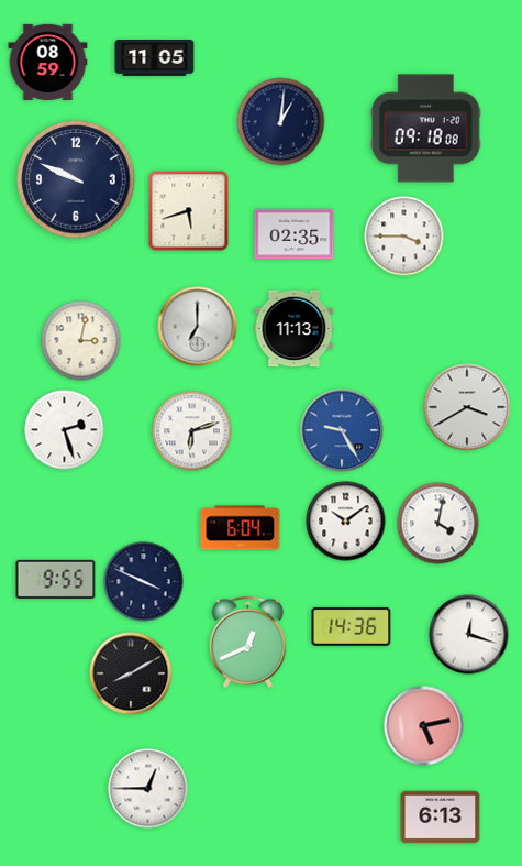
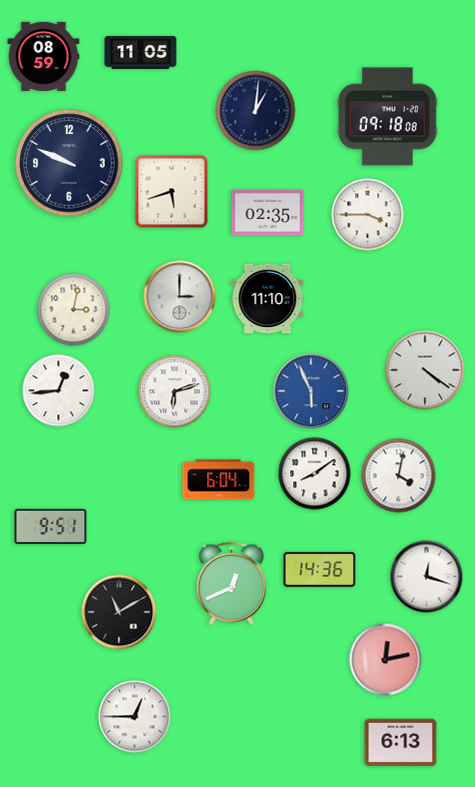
clock at (198, 327): 7:00 -> 3:00
clock at (295, 329): 11:13 -> 11:10
clock at (467, 407): 3:40 -> 4:21
clock at (65, 430): 2:27 -> 12:44
clock at (342, 430): 9:25 -> 5:56
clock at (346, 522): 10:09 -> 8:09
clock at (56, 579): 9:55 -> 9:51
clock at (144, 582): 3:49 -> none
clock at (247, 642) position: (247, 642) -> (231, 583)
clock at (131, 673): 8:10 -> 11:10
clock at (424, 726): 5:13 -> 12:13
